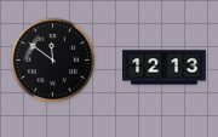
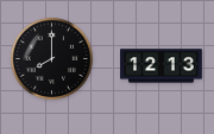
clock at (52, 59): 11:51 -> 8:00
